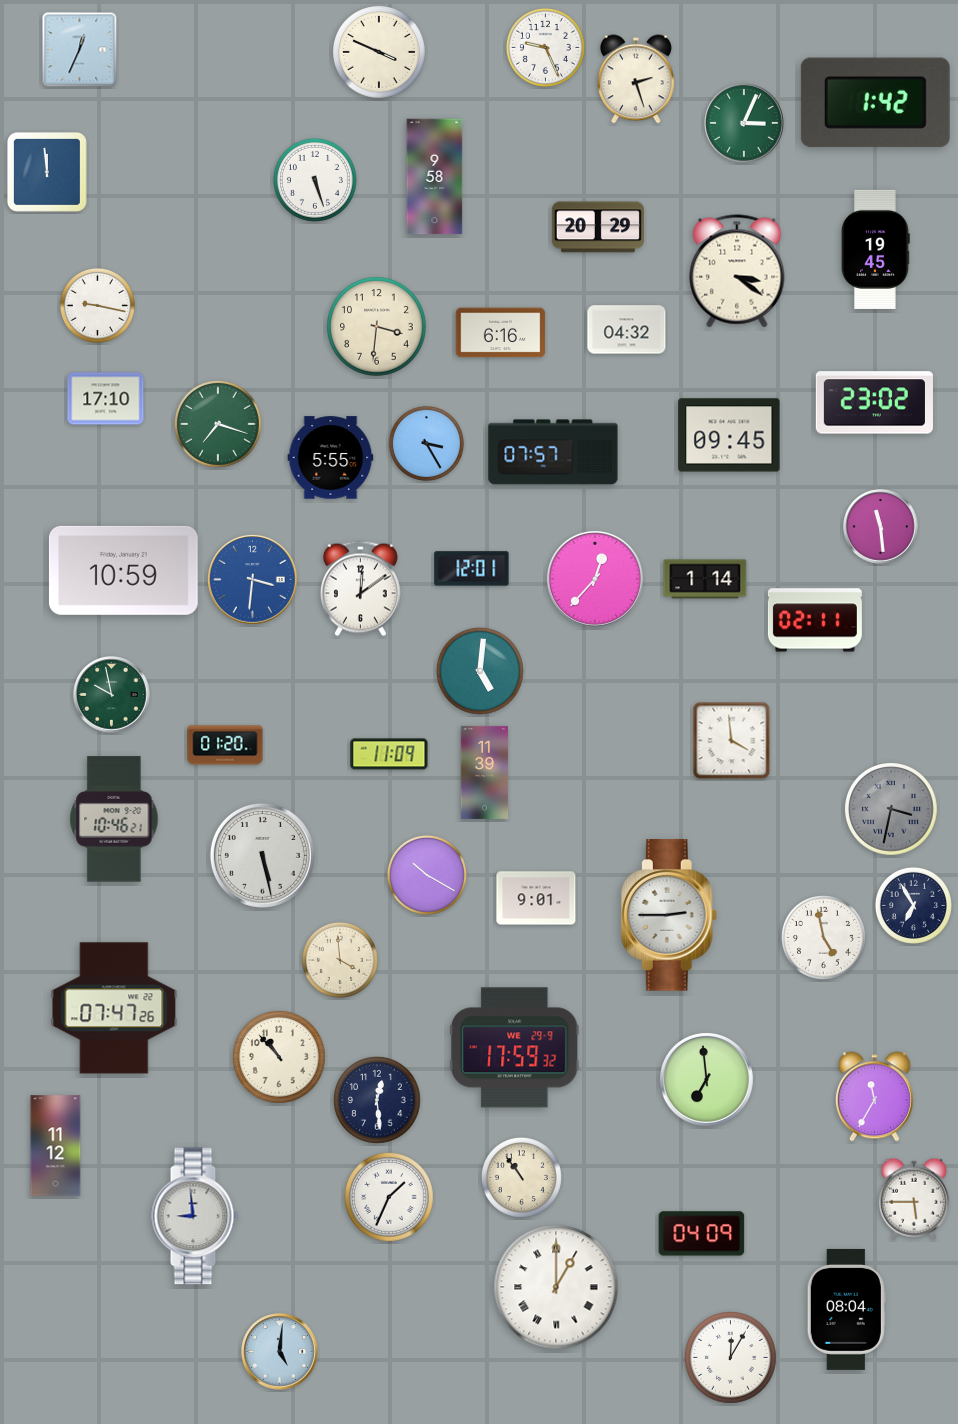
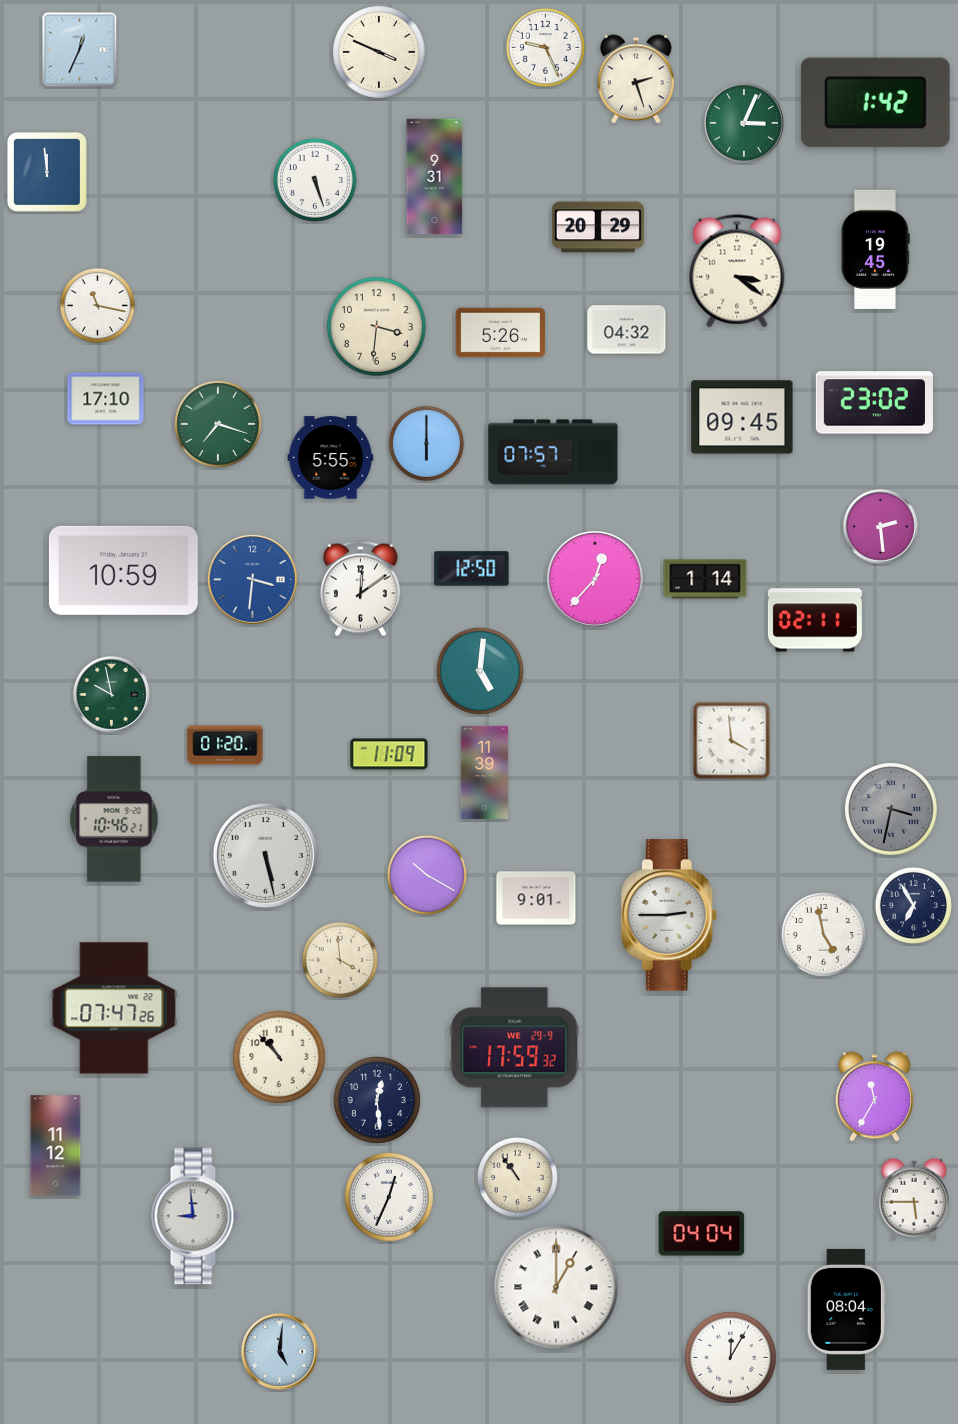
clock at (435, 177): 9:58 -> 9:31
clock at (97, 305): 9:17 -> 11:17
clock at (501, 333): 6:16 -> 5:26
clock at (729, 435) position: (729, 435) -> (742, 417)
clock at (426, 443): 3:25 -> 6:00
clock at (881, 527): 11:29 -> 2:29
clock at (472, 569): 12:01 -> 12:50
clock at (262, 855) position: (262, 855) -> (265, 855)
clock at (823, 937) position: (823, 937) -> (823, 934)
clock at (706, 1079): 6:59 -> none
clock at (521, 1177) position: (521, 1177) -> (517, 1177)
clock at (389, 1197): 1:34 -> 12:34
clock at (702, 1234): 04:09 -> 04:04
